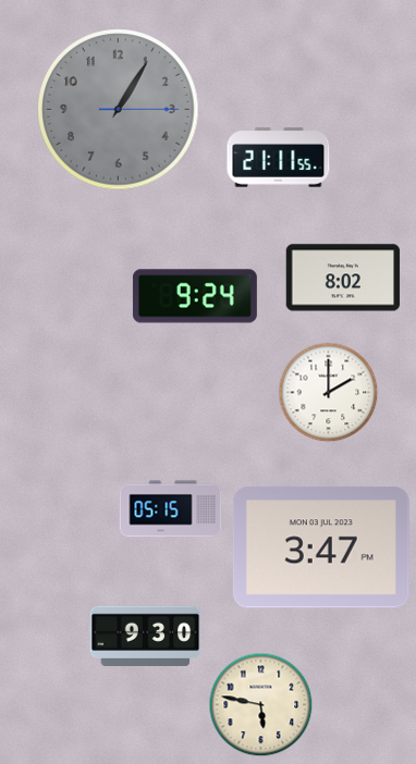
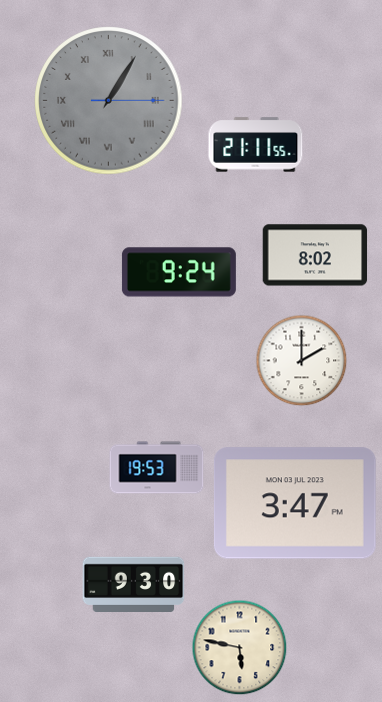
clock at (119, 110) numerals: Arabic -> Roman
clock at (171, 509): 05:15 -> 19:53
